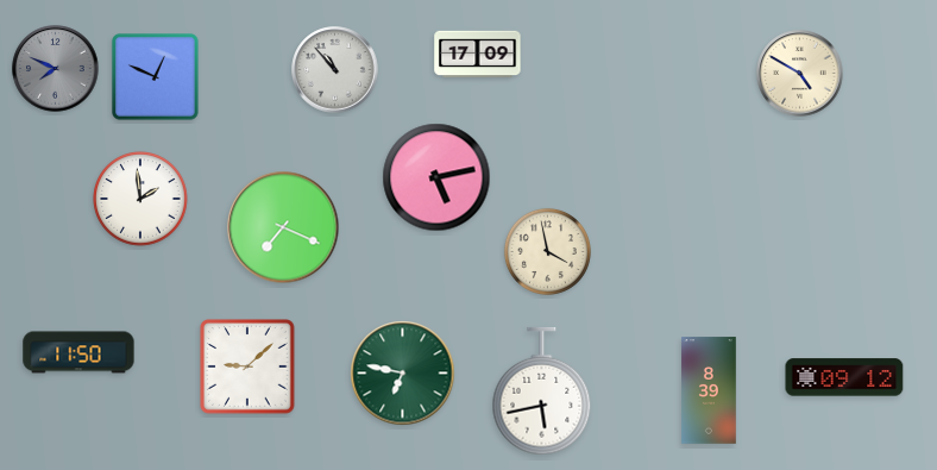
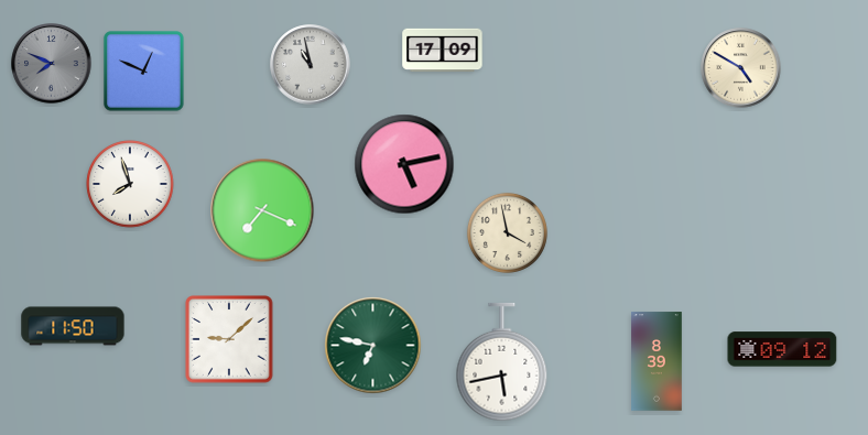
clock at (335, 70): 10:53 -> 10:58
clock at (140, 199): 1:59 -> 7:57
